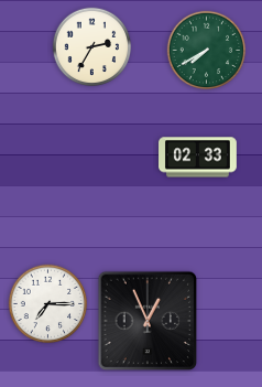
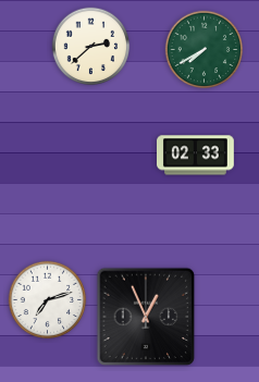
clock at (92, 47): 2:35 -> 2:38
clock at (48, 304): 7:15 -> 7:12
